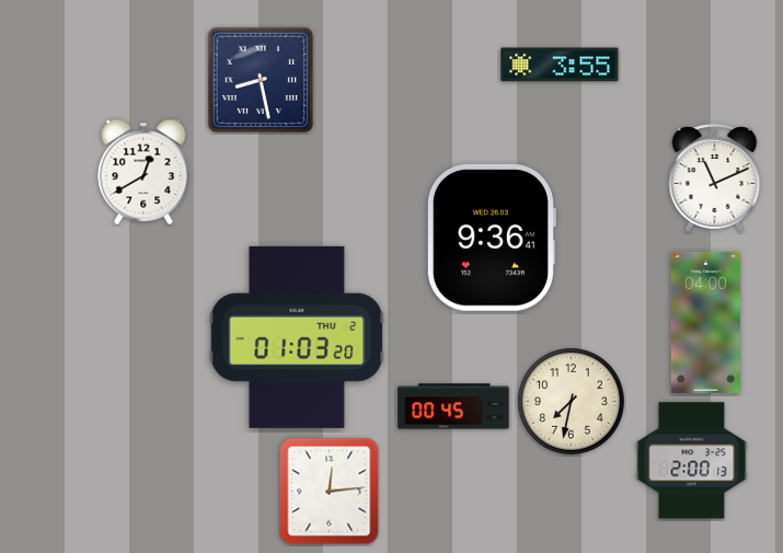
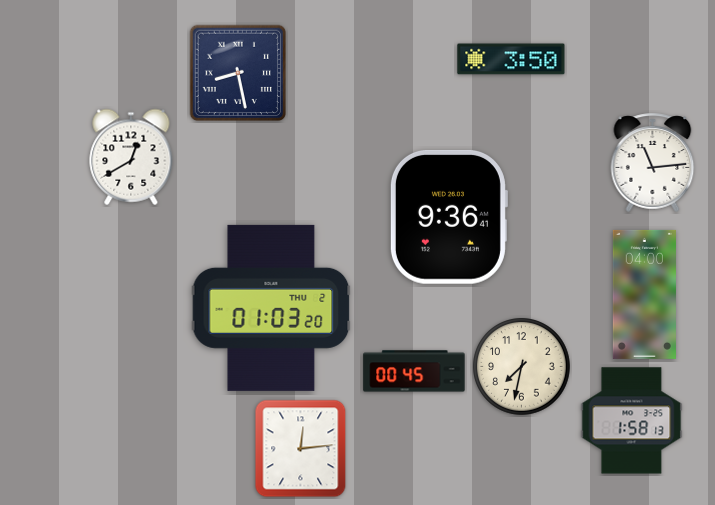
clock at (560, 65): 3:55 -> 3:50
clock at (715, 177): 11:11 -> 11:14
clock at (692, 461): 2:00 -> 1:58
